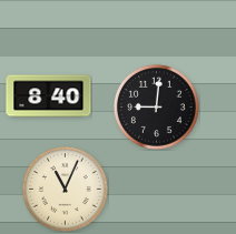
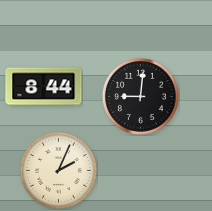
clock at (49, 96): 8:40 -> 8:44
clock at (65, 189): 11:04 -> 2:04
